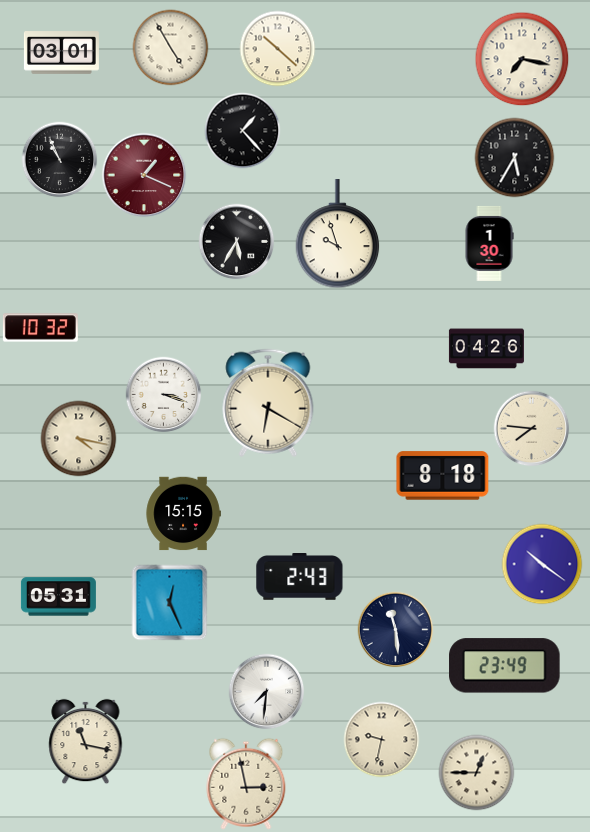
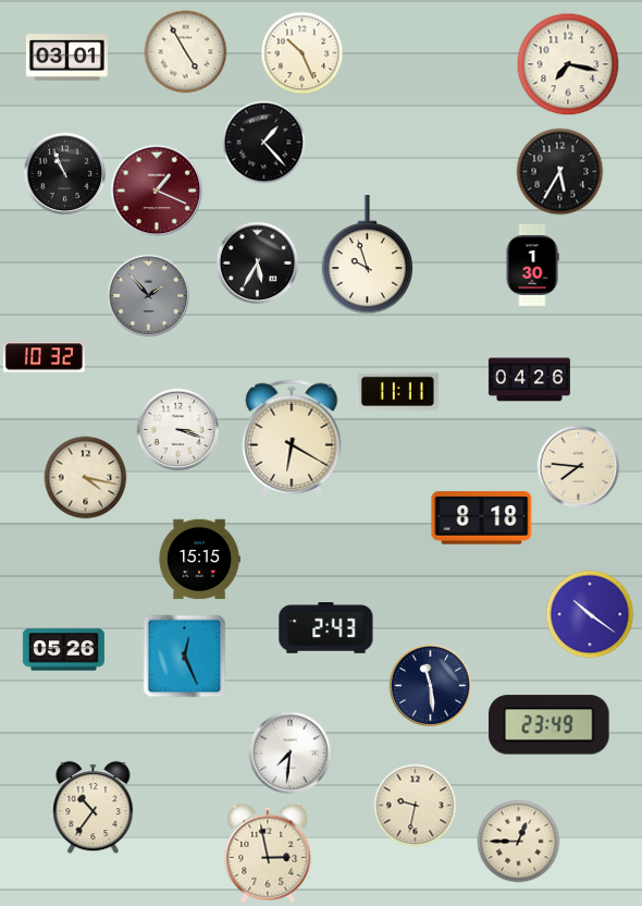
clock at (278, 49): 10:22 -> 10:26
clock at (149, 296): none -> 1:53
clock at (397, 391): none -> 11:11
clock at (58, 597): 05:31 -> 05:26
clock at (86, 742): 11:17 -> 10:36
